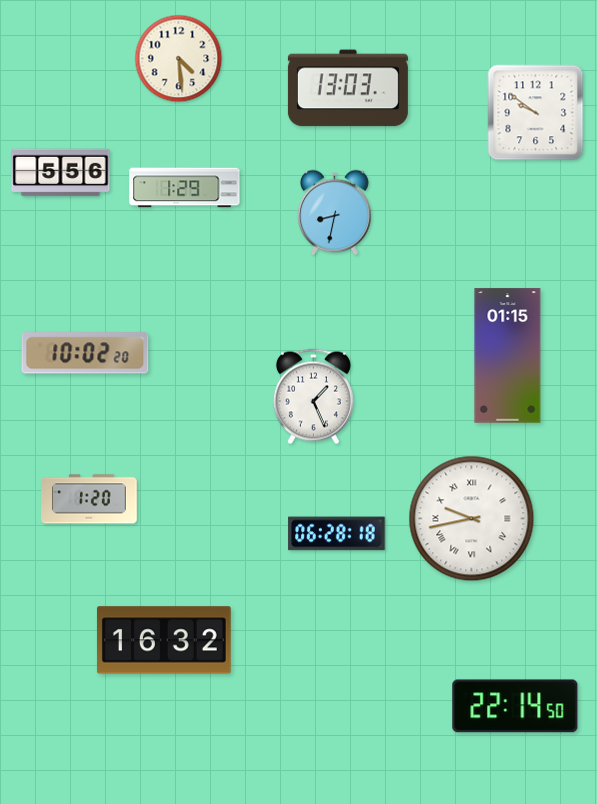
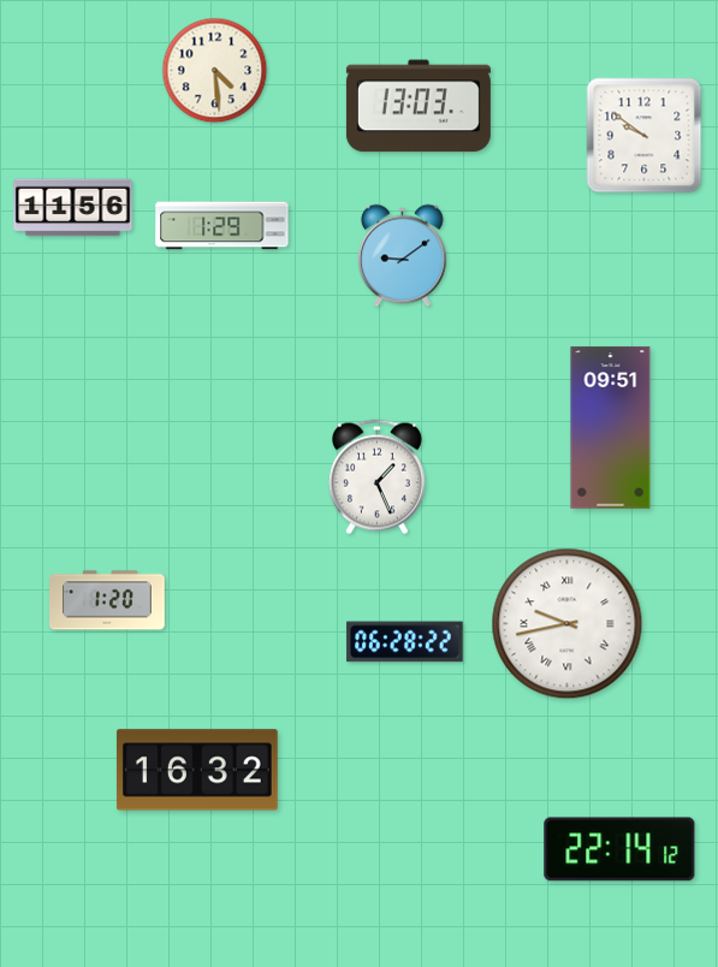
clock at (61, 173): 5:56 -> 11:56
clock at (335, 213): 8:32 -> 9:09
clock at (85, 353): 10:02 -> none
clock at (508, 356): 01:15 -> 09:51
clock at (337, 534): 06:28:18 -> 06:28:22
clock at (515, 706): 22:14:50 -> 22:14:12
